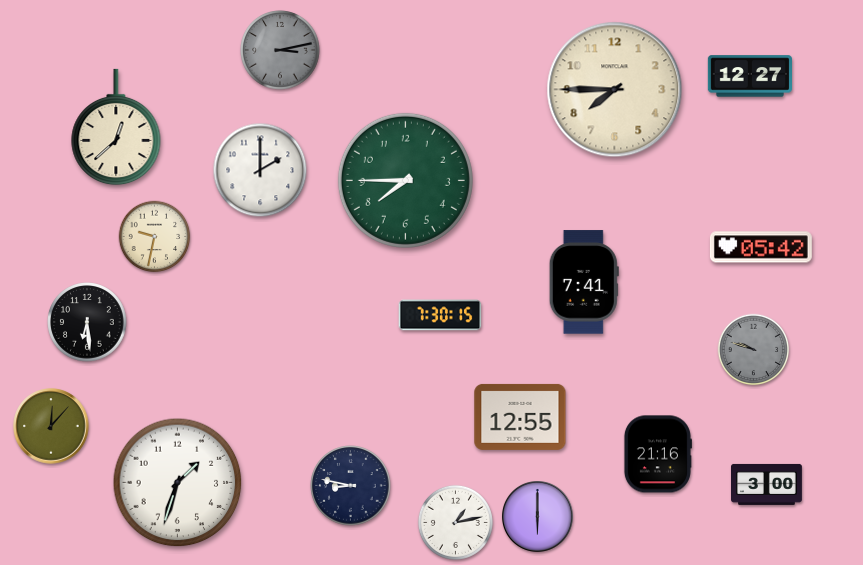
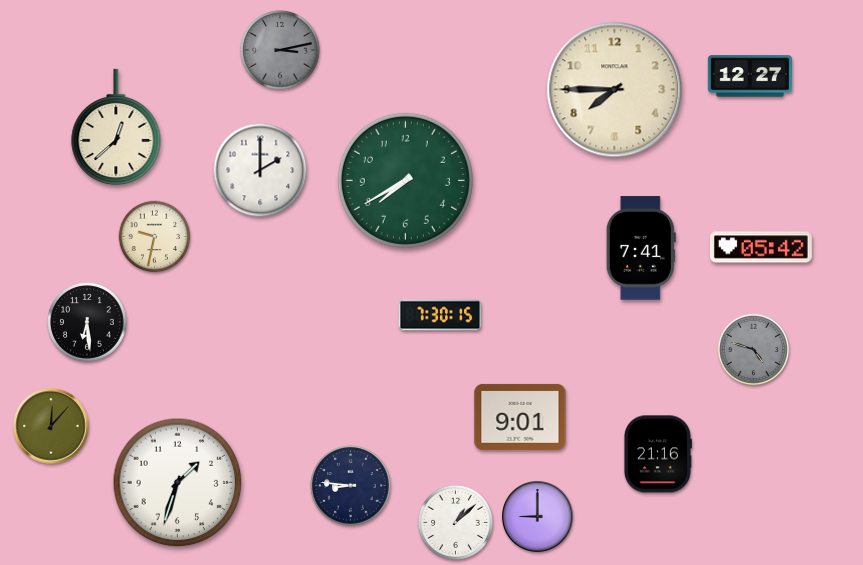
clock at (405, 180): 7:45 -> 7:40
clock at (584, 282) position: (584, 282) -> (641, 248)
clock at (754, 350): 9:48 -> 4:48
clock at (520, 417): 12:55 -> 9:01
clock at (767, 484): 3:00 -> none
clock at (351, 486): 8:47 -> 8:46
clock at (538, 517): 6:00 -> 9:00
clock at (455, 522): 1:13 -> 1:08
